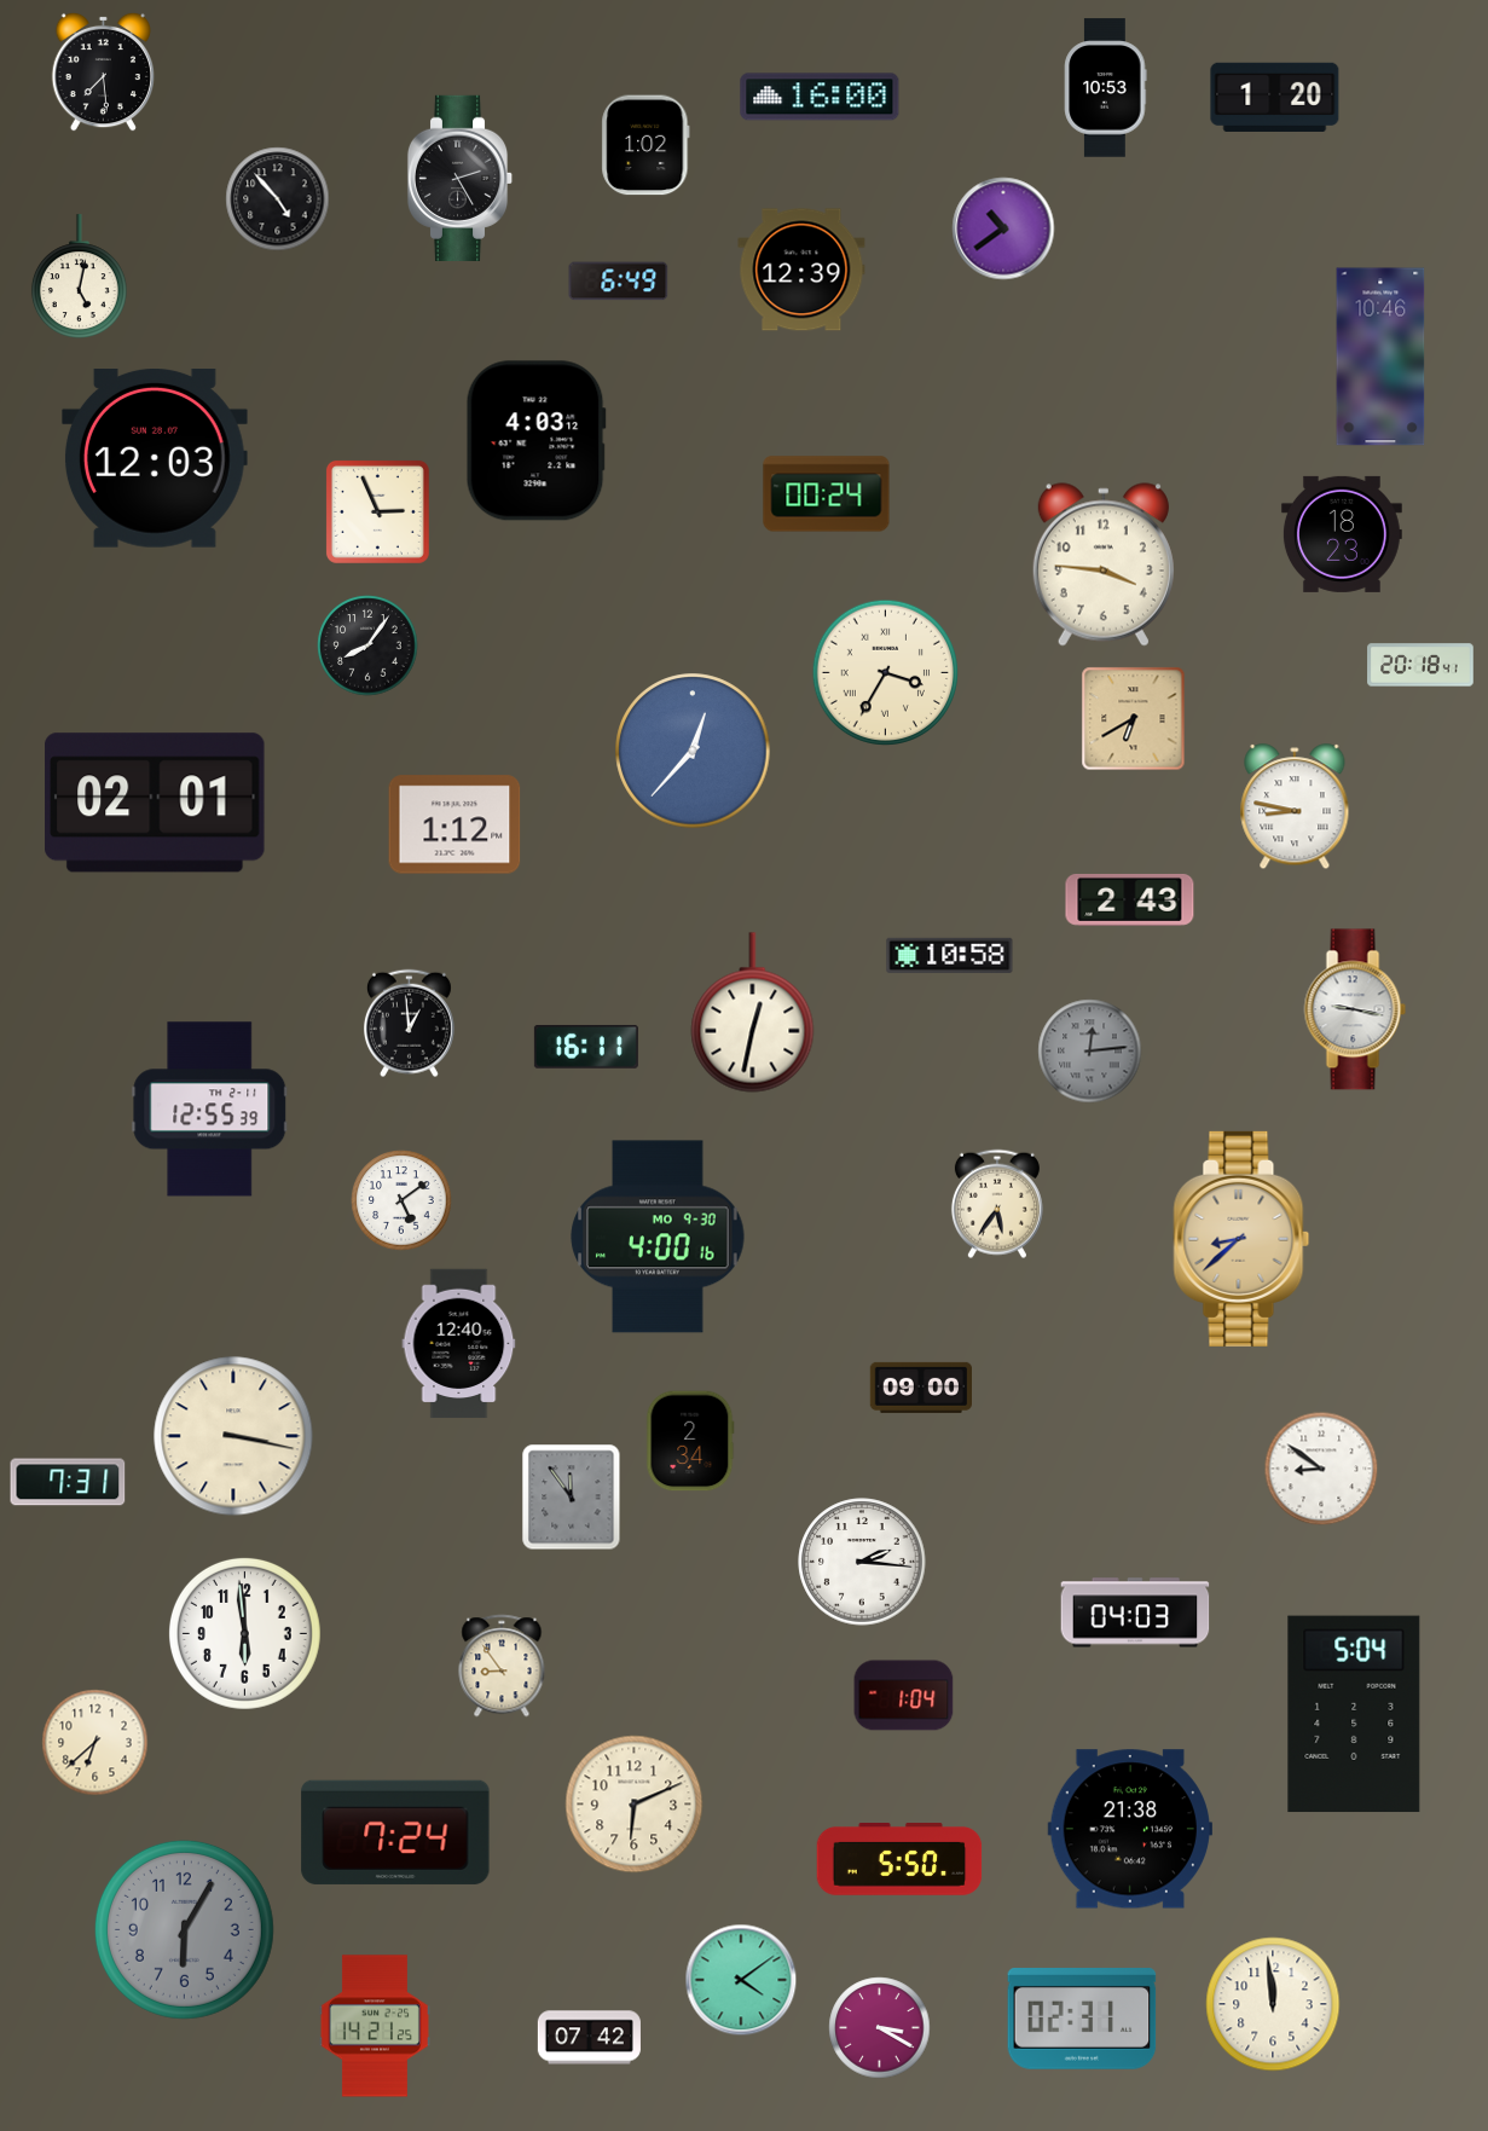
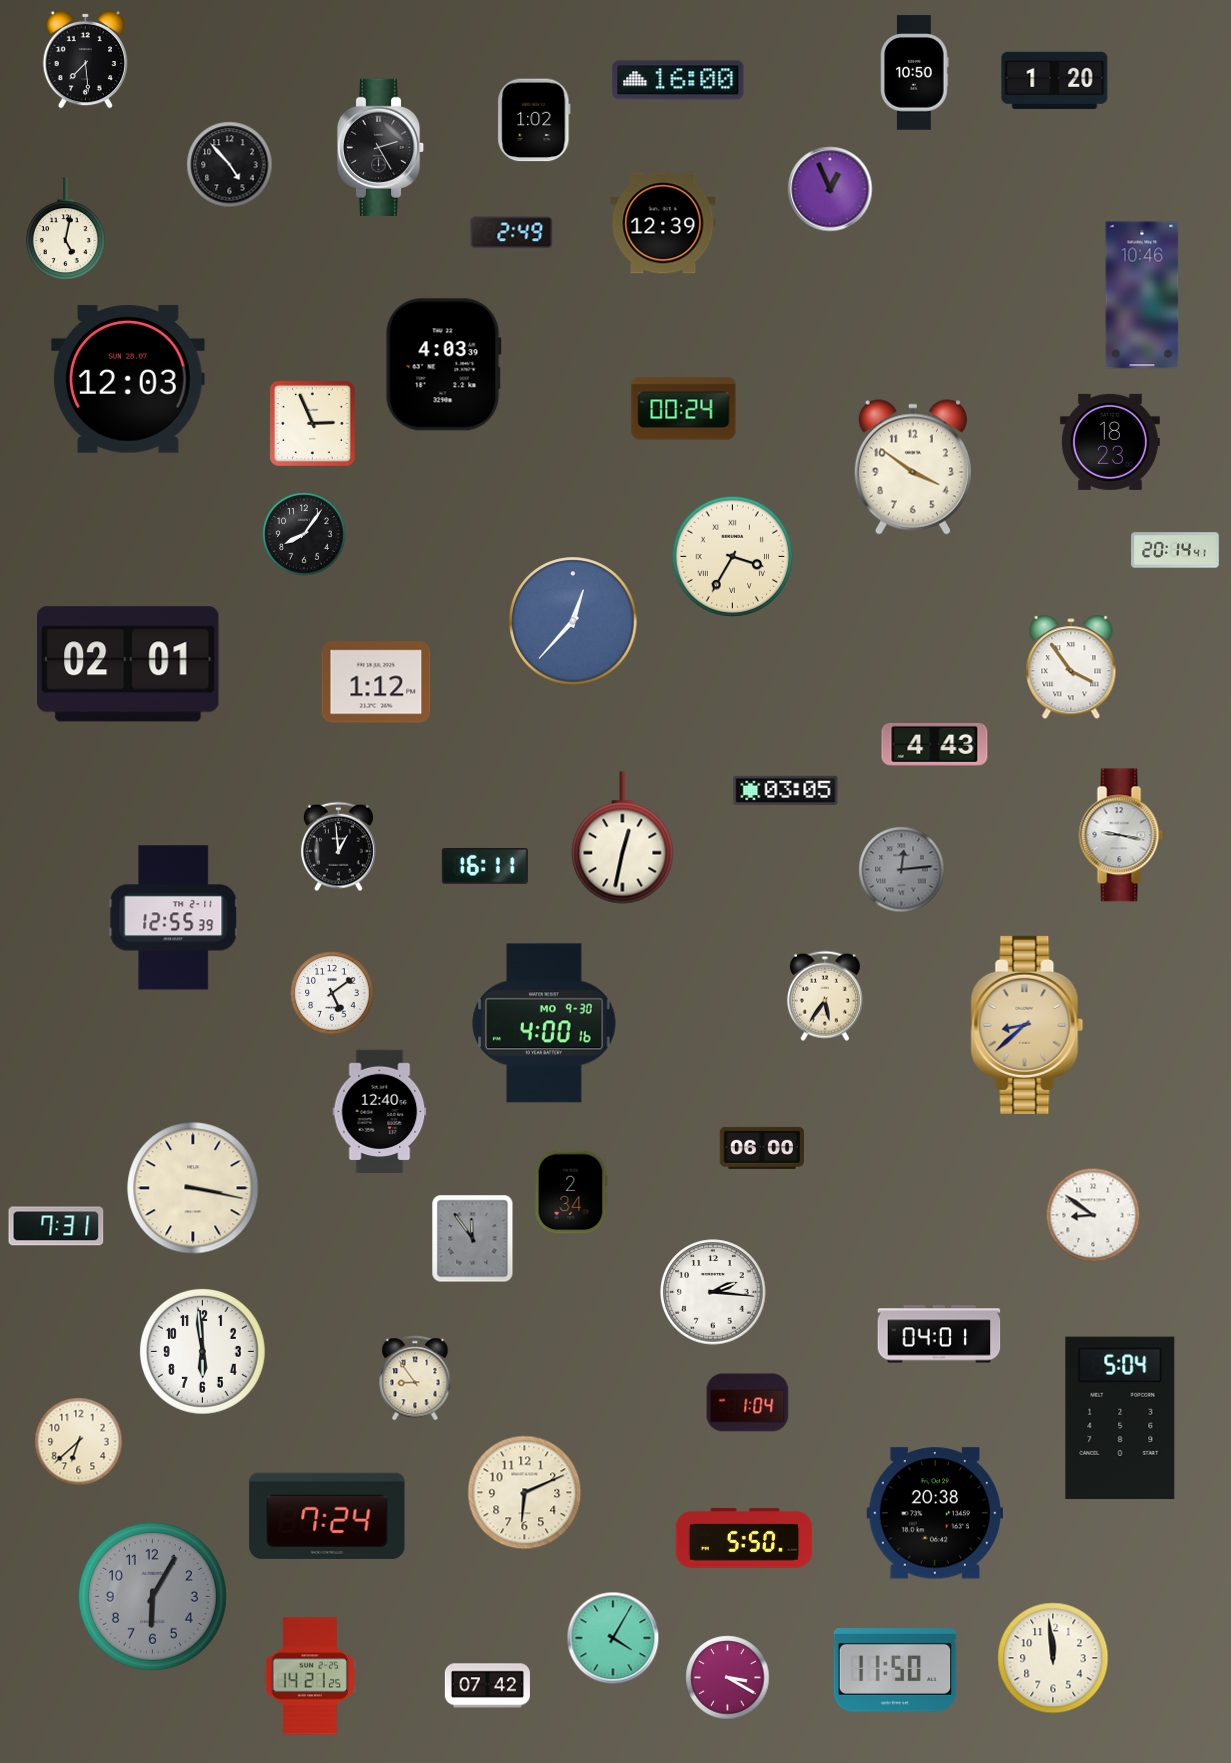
clock at (1106, 88): 10:53 -> 10:50
clock at (1003, 228): 10:39 -> 12:56
clock at (619, 282): 6:49 -> 2:49
clock at (535, 441): 4:03:12 -> 4:03:39
clock at (1104, 564): 3:46 -> 3:51
clock at (1420, 665): 20:18 -> 20:14
clock at (1134, 719): 6:40 -> none
clock at (1295, 807): 8:47 -> 3:54
clock at (1130, 899): 2:43 -> 4:43
clock at (950, 955): 10:58 -> 03:05
clock at (920, 1388): 09:00 -> 06:00
clock at (1135, 1612): 04:03 -> 04:01
clock at (1129, 1829): 21:38 -> 20:38
clock at (741, 1980): 4:09 -> 4:05
clock at (1082, 2020): 02:31 -> 11:50
